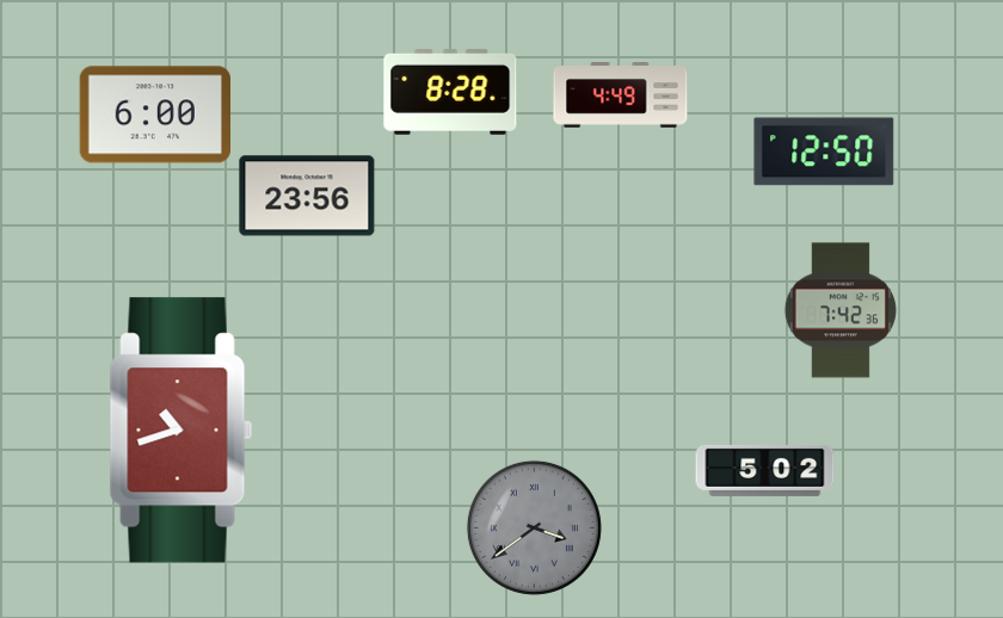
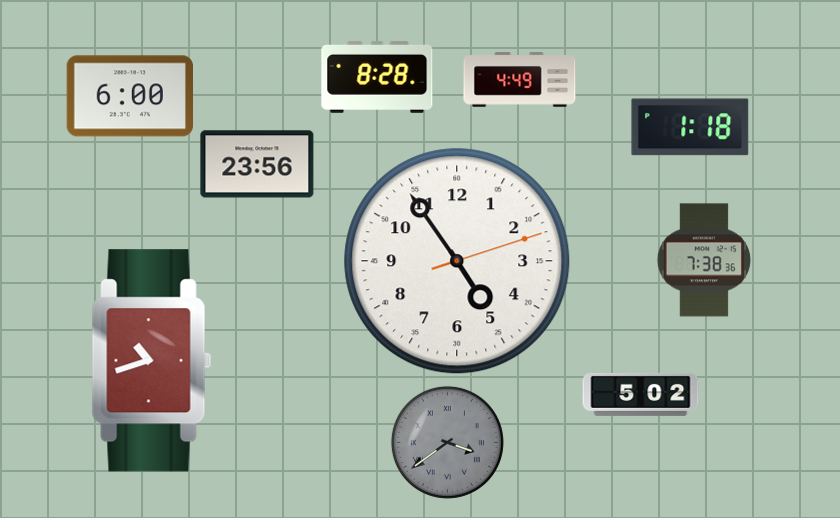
clock at (824, 152): 12:50 -> 1:18
clock at (841, 310): 7:42 -> 7:38
clock at (457, 261): none -> 4:54
